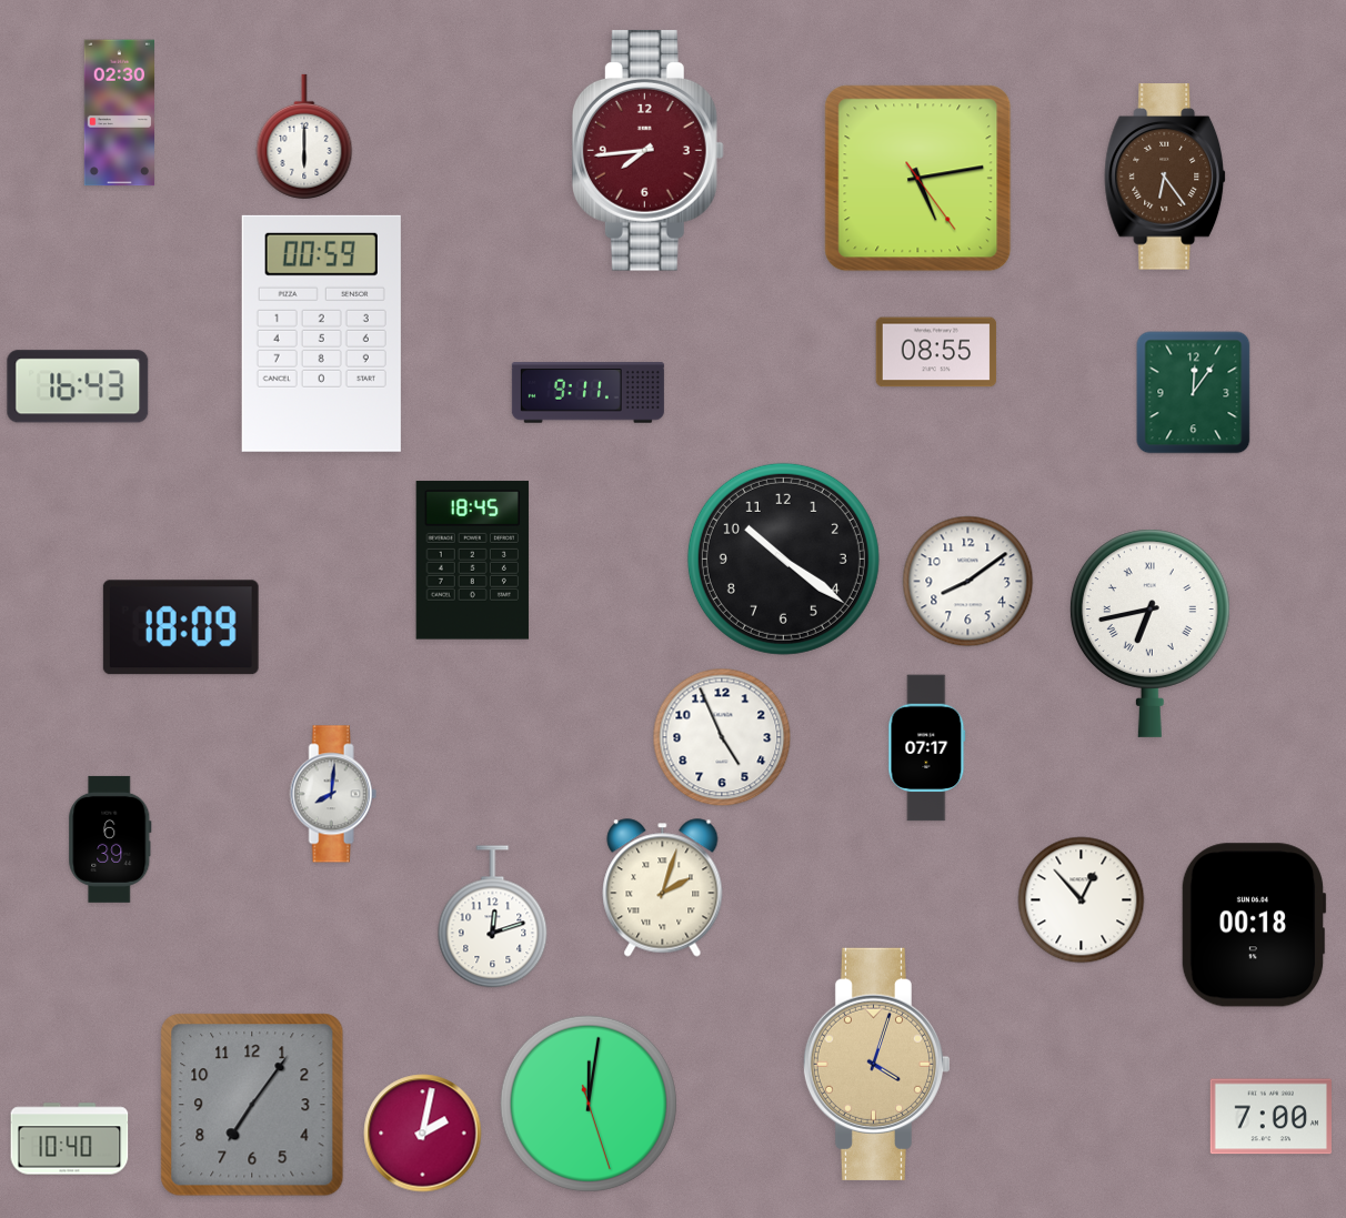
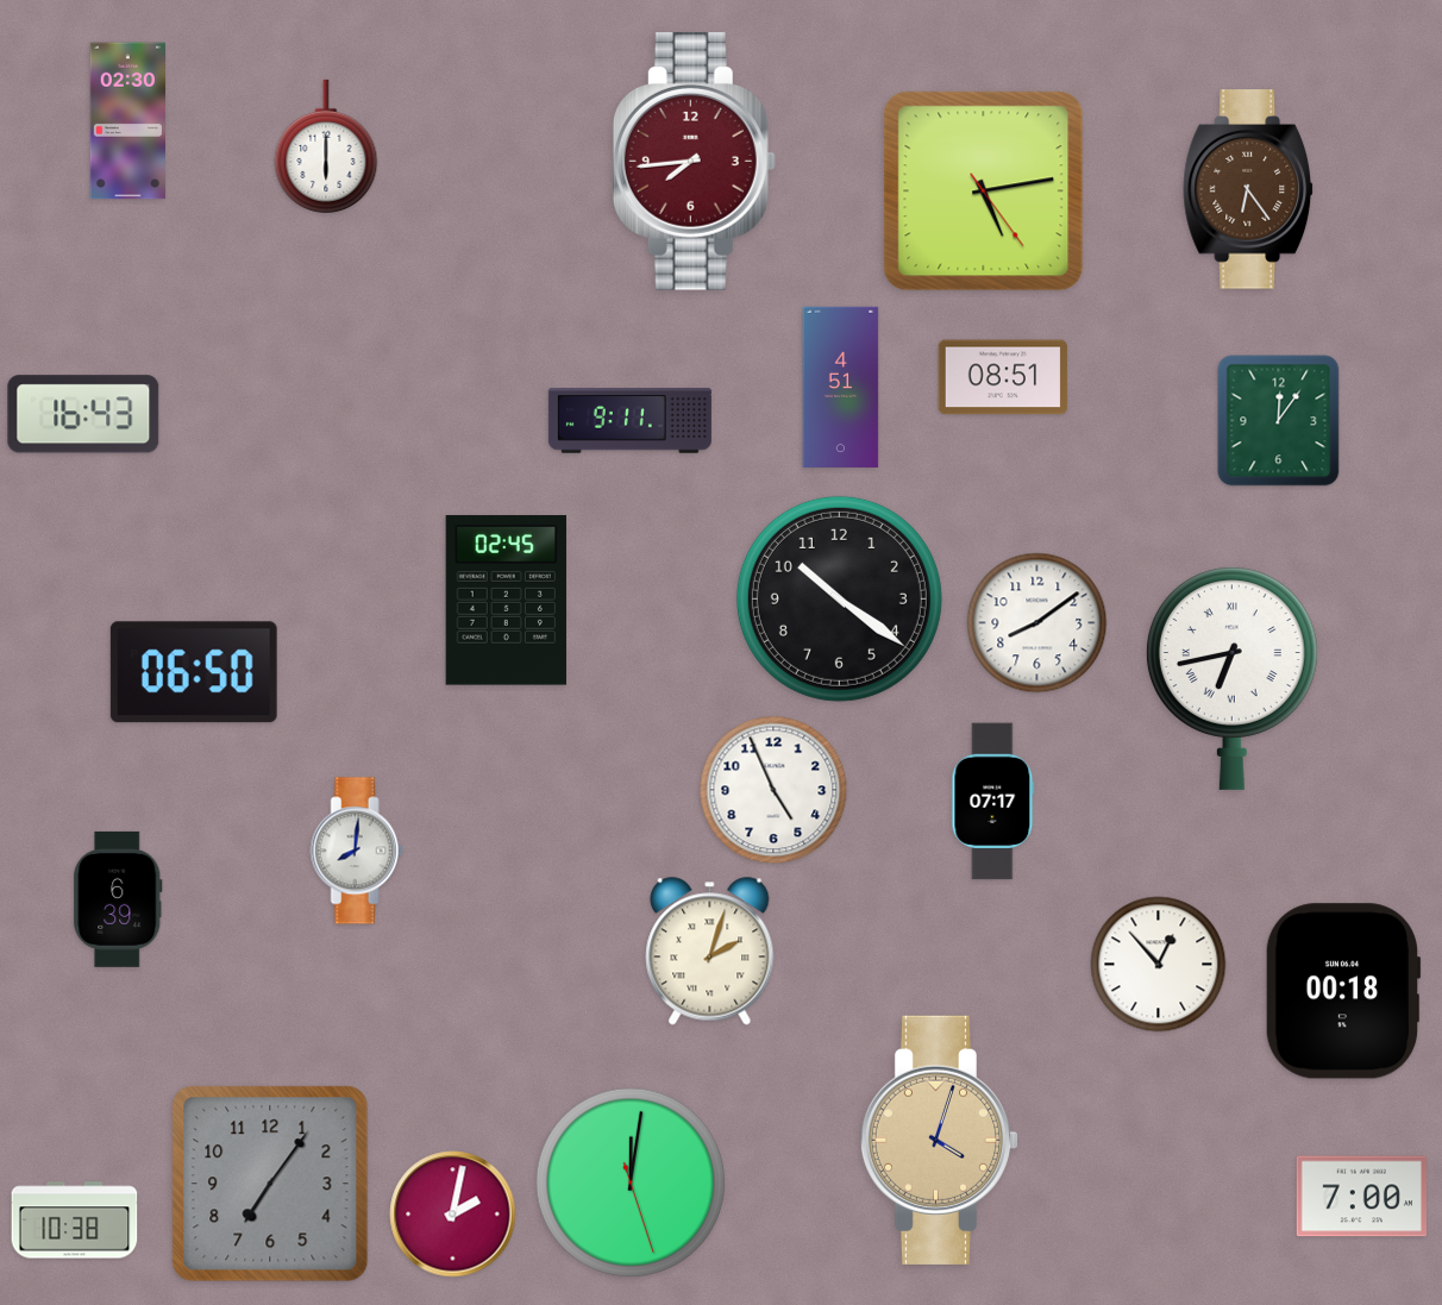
clock at (321, 333): 00:59 -> none
clock at (936, 352): 08:55 -> 08:51
clock at (841, 387): none -> 4:51
clock at (472, 561): 18:45 -> 02:45
clock at (181, 627): 18:09 -> 06:50
clock at (493, 917): 12:12 -> none
clock at (70, 1139): 10:40 -> 10:38
